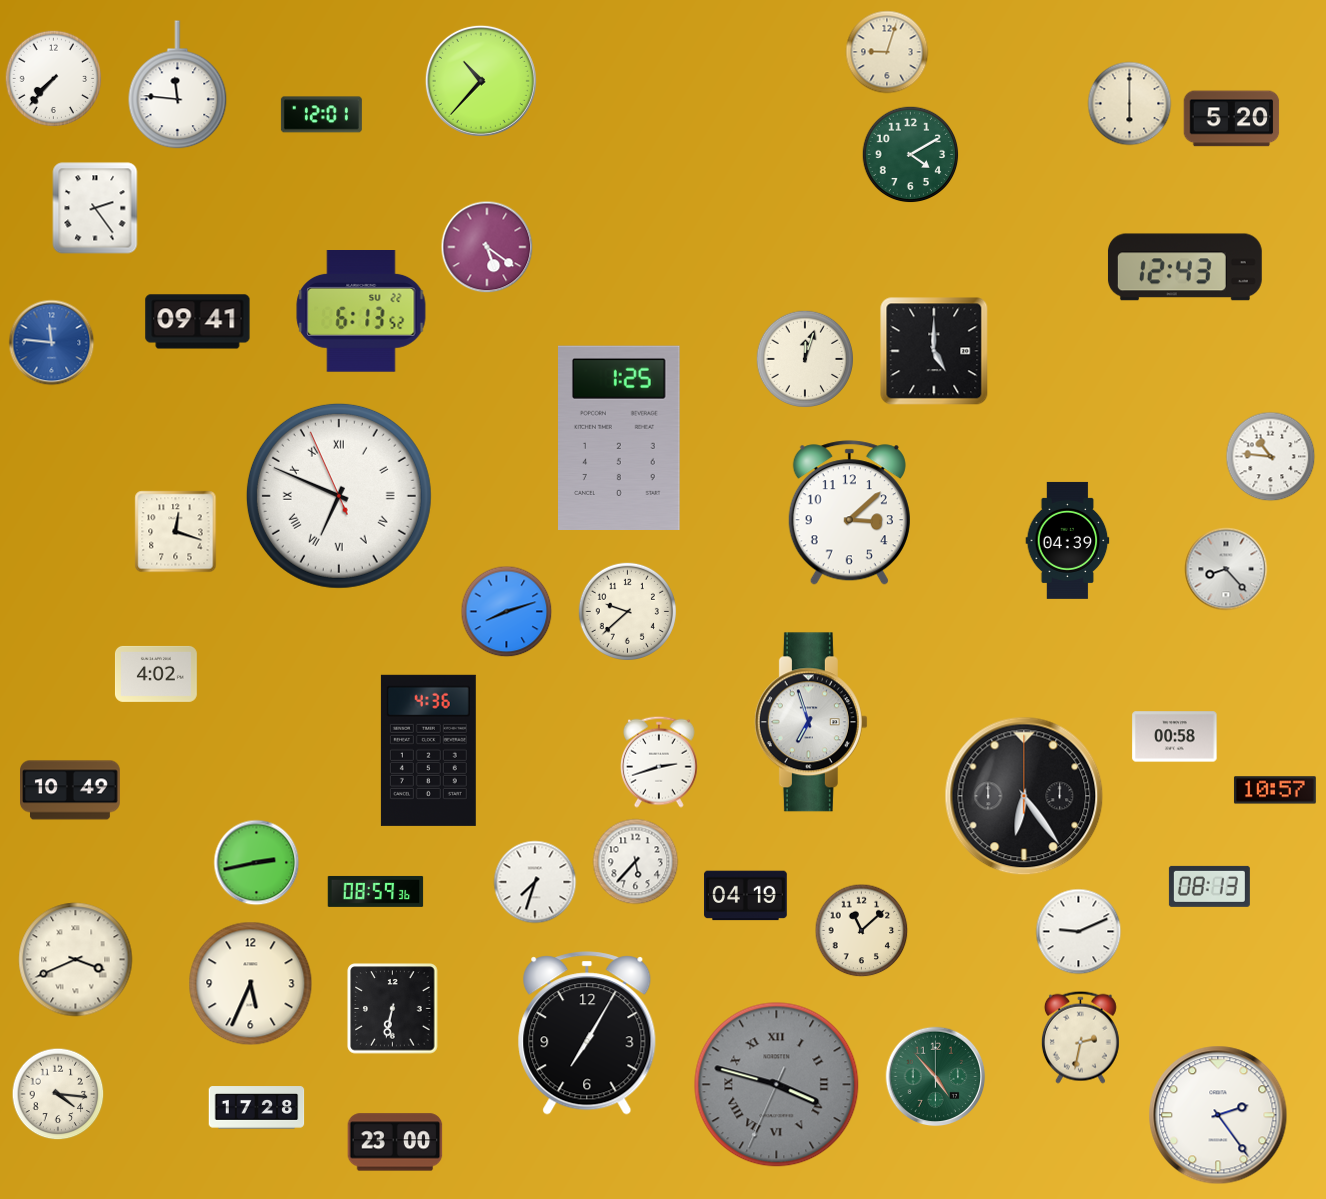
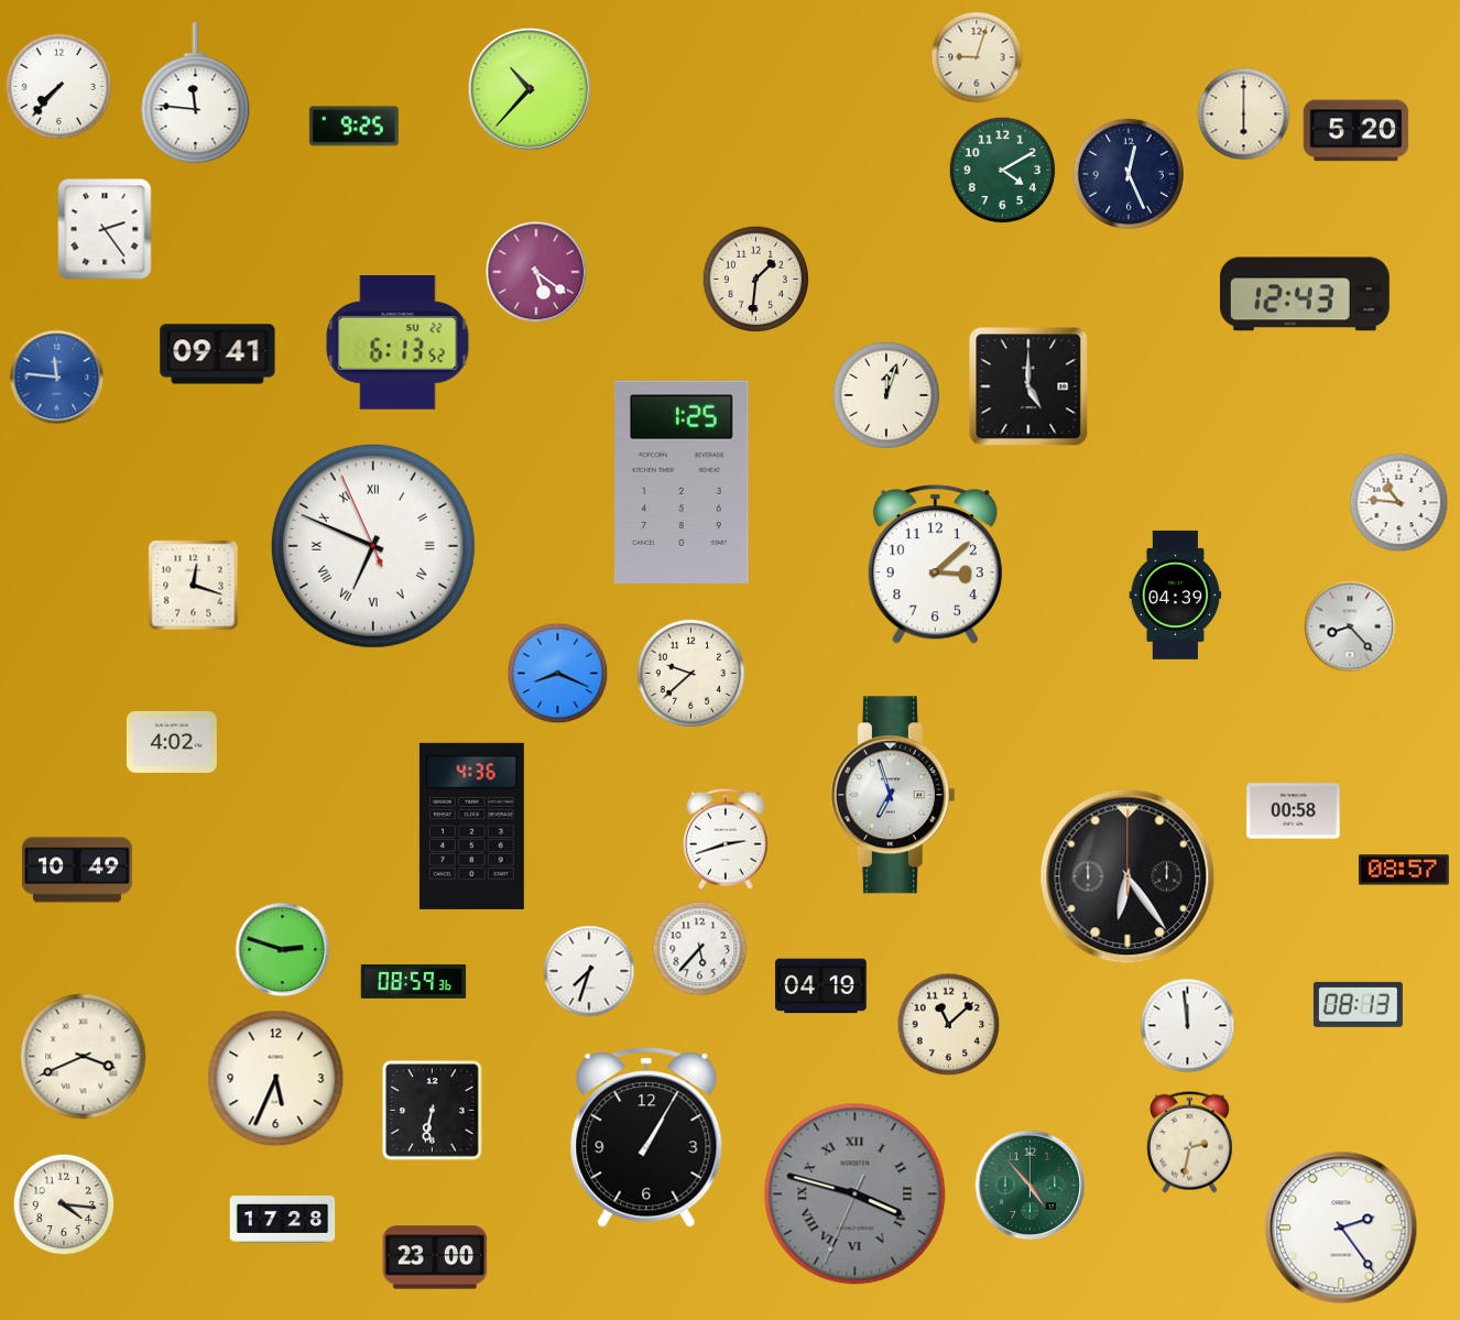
clock at (321, 115): 12:01 -> 9:25
clock at (1129, 174): none -> 12:26
clock at (756, 280): none -> 1:31
clock at (507, 612): 8:12 -> 8:19
clock at (1275, 790): 10:57 -> 08:57
clock at (257, 863): 2:43 -> 2:48
clock at (1209, 886) position: (1209, 886) -> (1358, 1004)
clock at (1079, 932): 9:11 -> 11:59
clock at (251, 984) position: (251, 984) -> (276, 1079)
clock at (587, 1033): 7:05 -> 1:05
